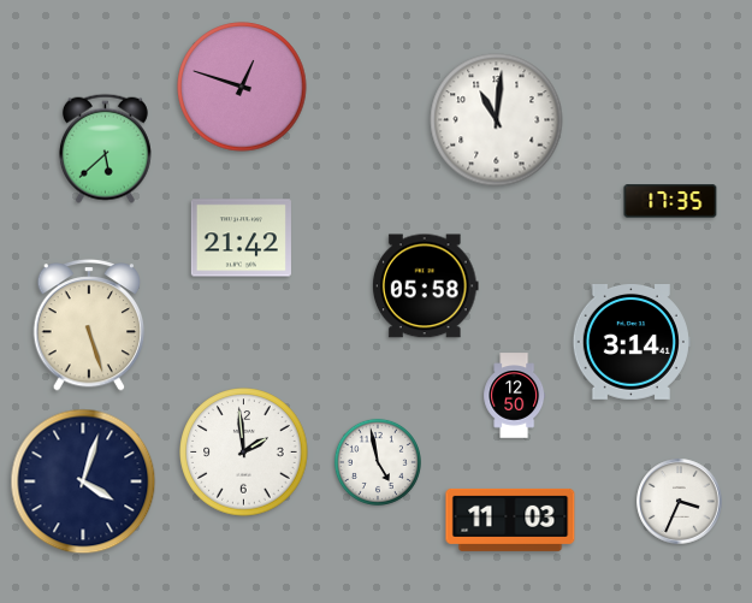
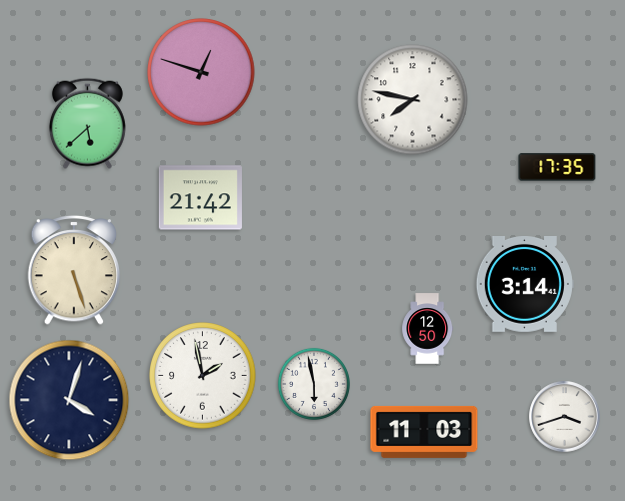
clock at (497, 120): 11:01 -> 7:47
clock at (425, 286): 05:58 -> none
clock at (244, 453): 1:59 -> 1:58
clock at (378, 462): 4:58 -> 5:58
clock at (680, 502): 3:34 -> 3:42
